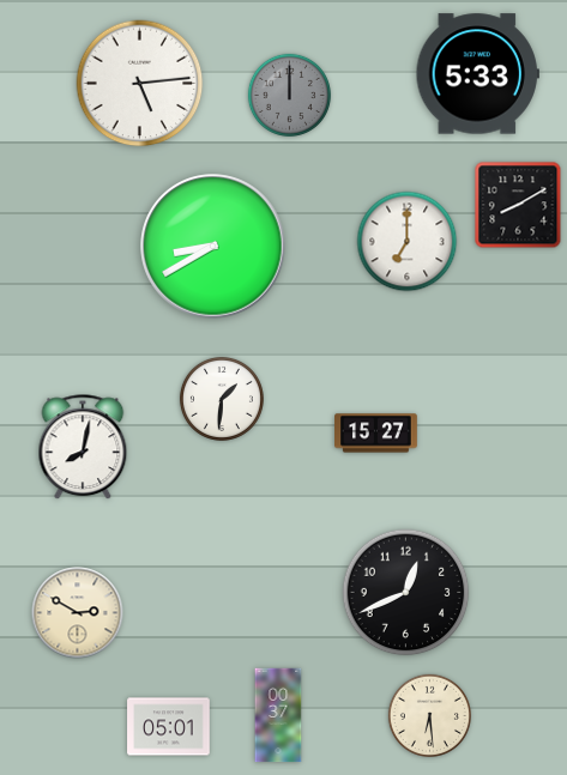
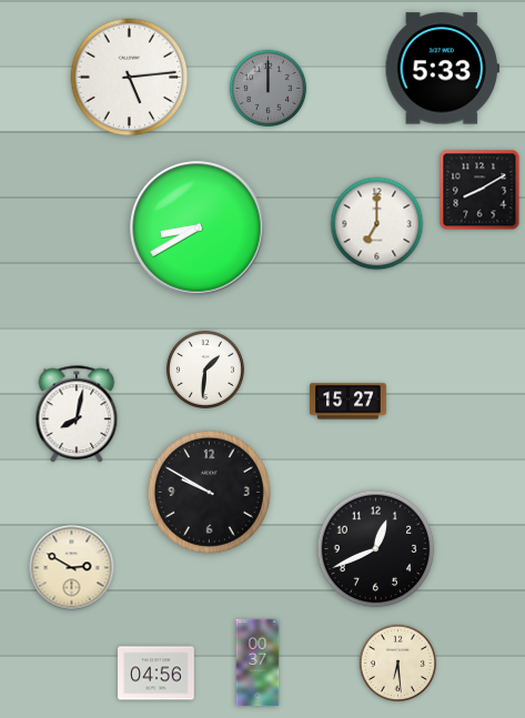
clock at (209, 492): none -> 9:50
clock at (169, 727): 05:01 -> 04:56
